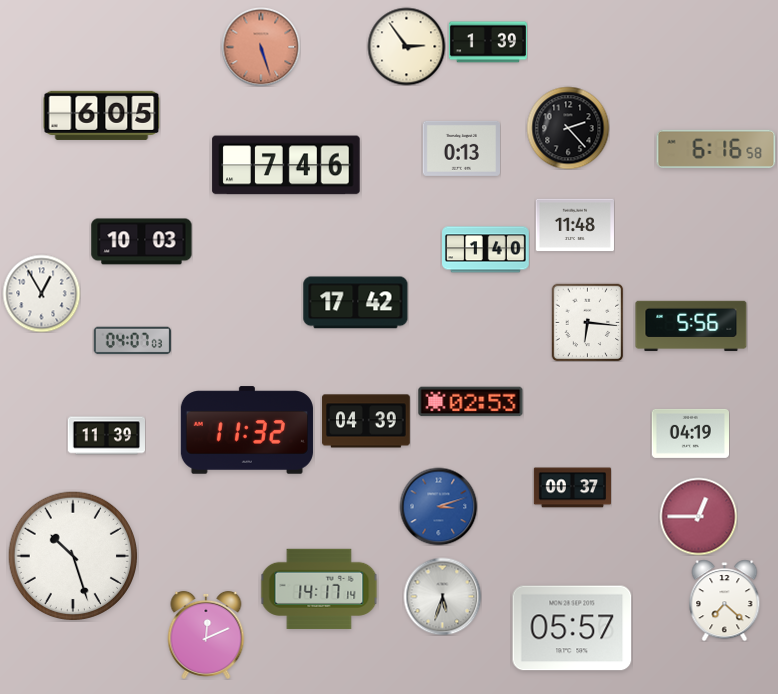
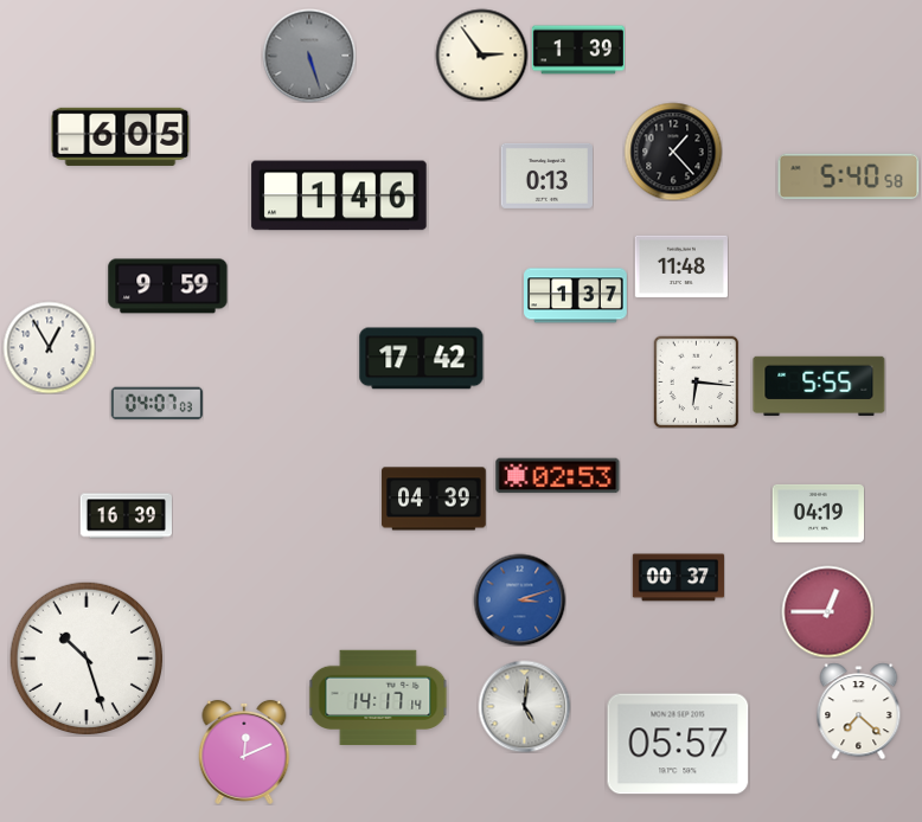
clock at (261, 47) dial: salmon -> grey
clock at (568, 128): 2:23 -> 1:23
clock at (716, 148): 6:16 -> 5:40
clock at (286, 165): 7:46 -> 1:46
clock at (142, 242): 10:03 -> 9:59
clock at (486, 250): 1:40 -> 1:37
clock at (691, 326): 5:56 -> 5:55
clock at (247, 430): 11:32 -> none
clock at (106, 436): 11:39 -> 16:39
clock at (442, 596): 5:33 -> 5:01
